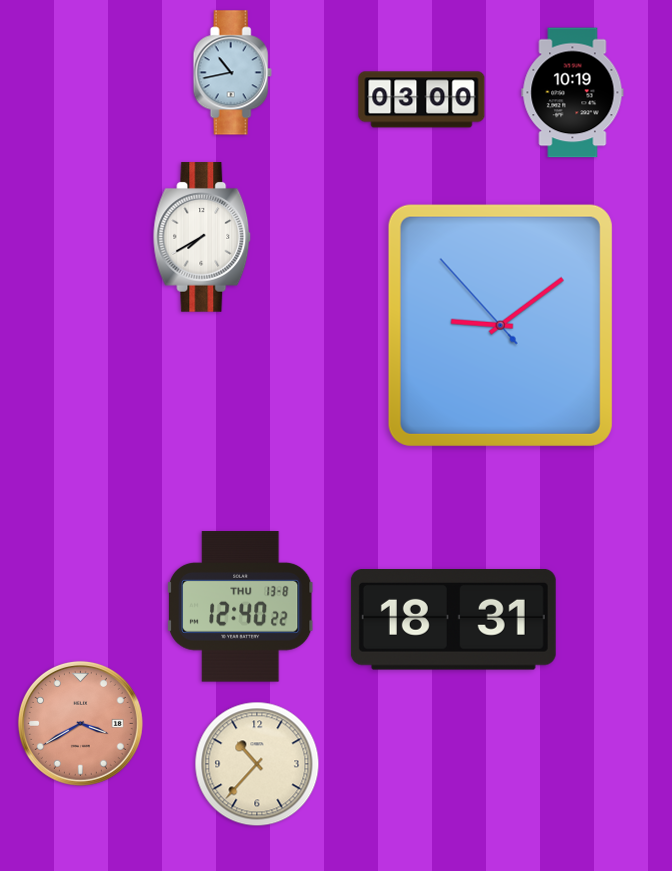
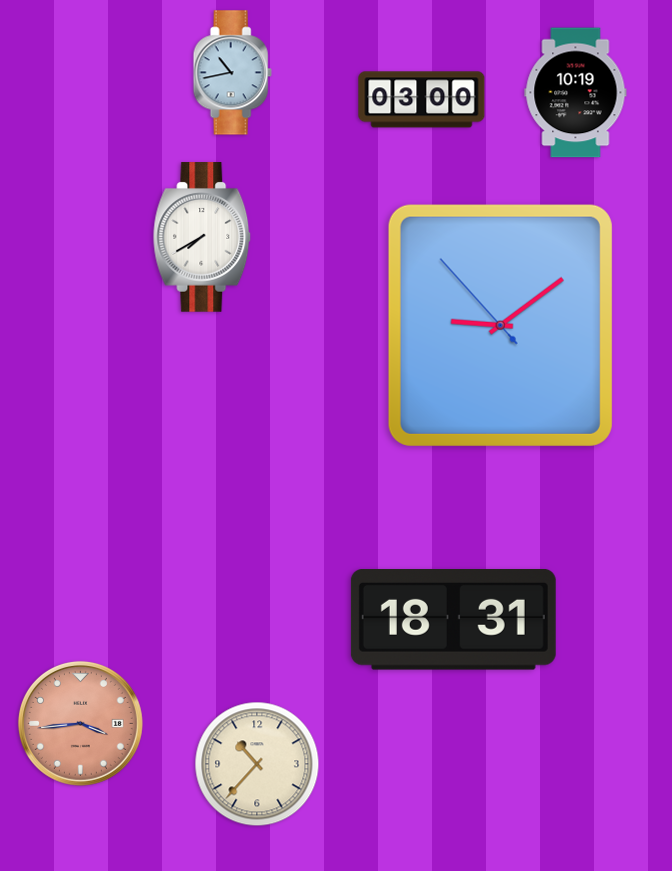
clock at (573, 93) position: (573, 93) -> (576, 93)
clock at (241, 607): 12:40 -> none
clock at (80, 723): 3:40 -> 3:44
